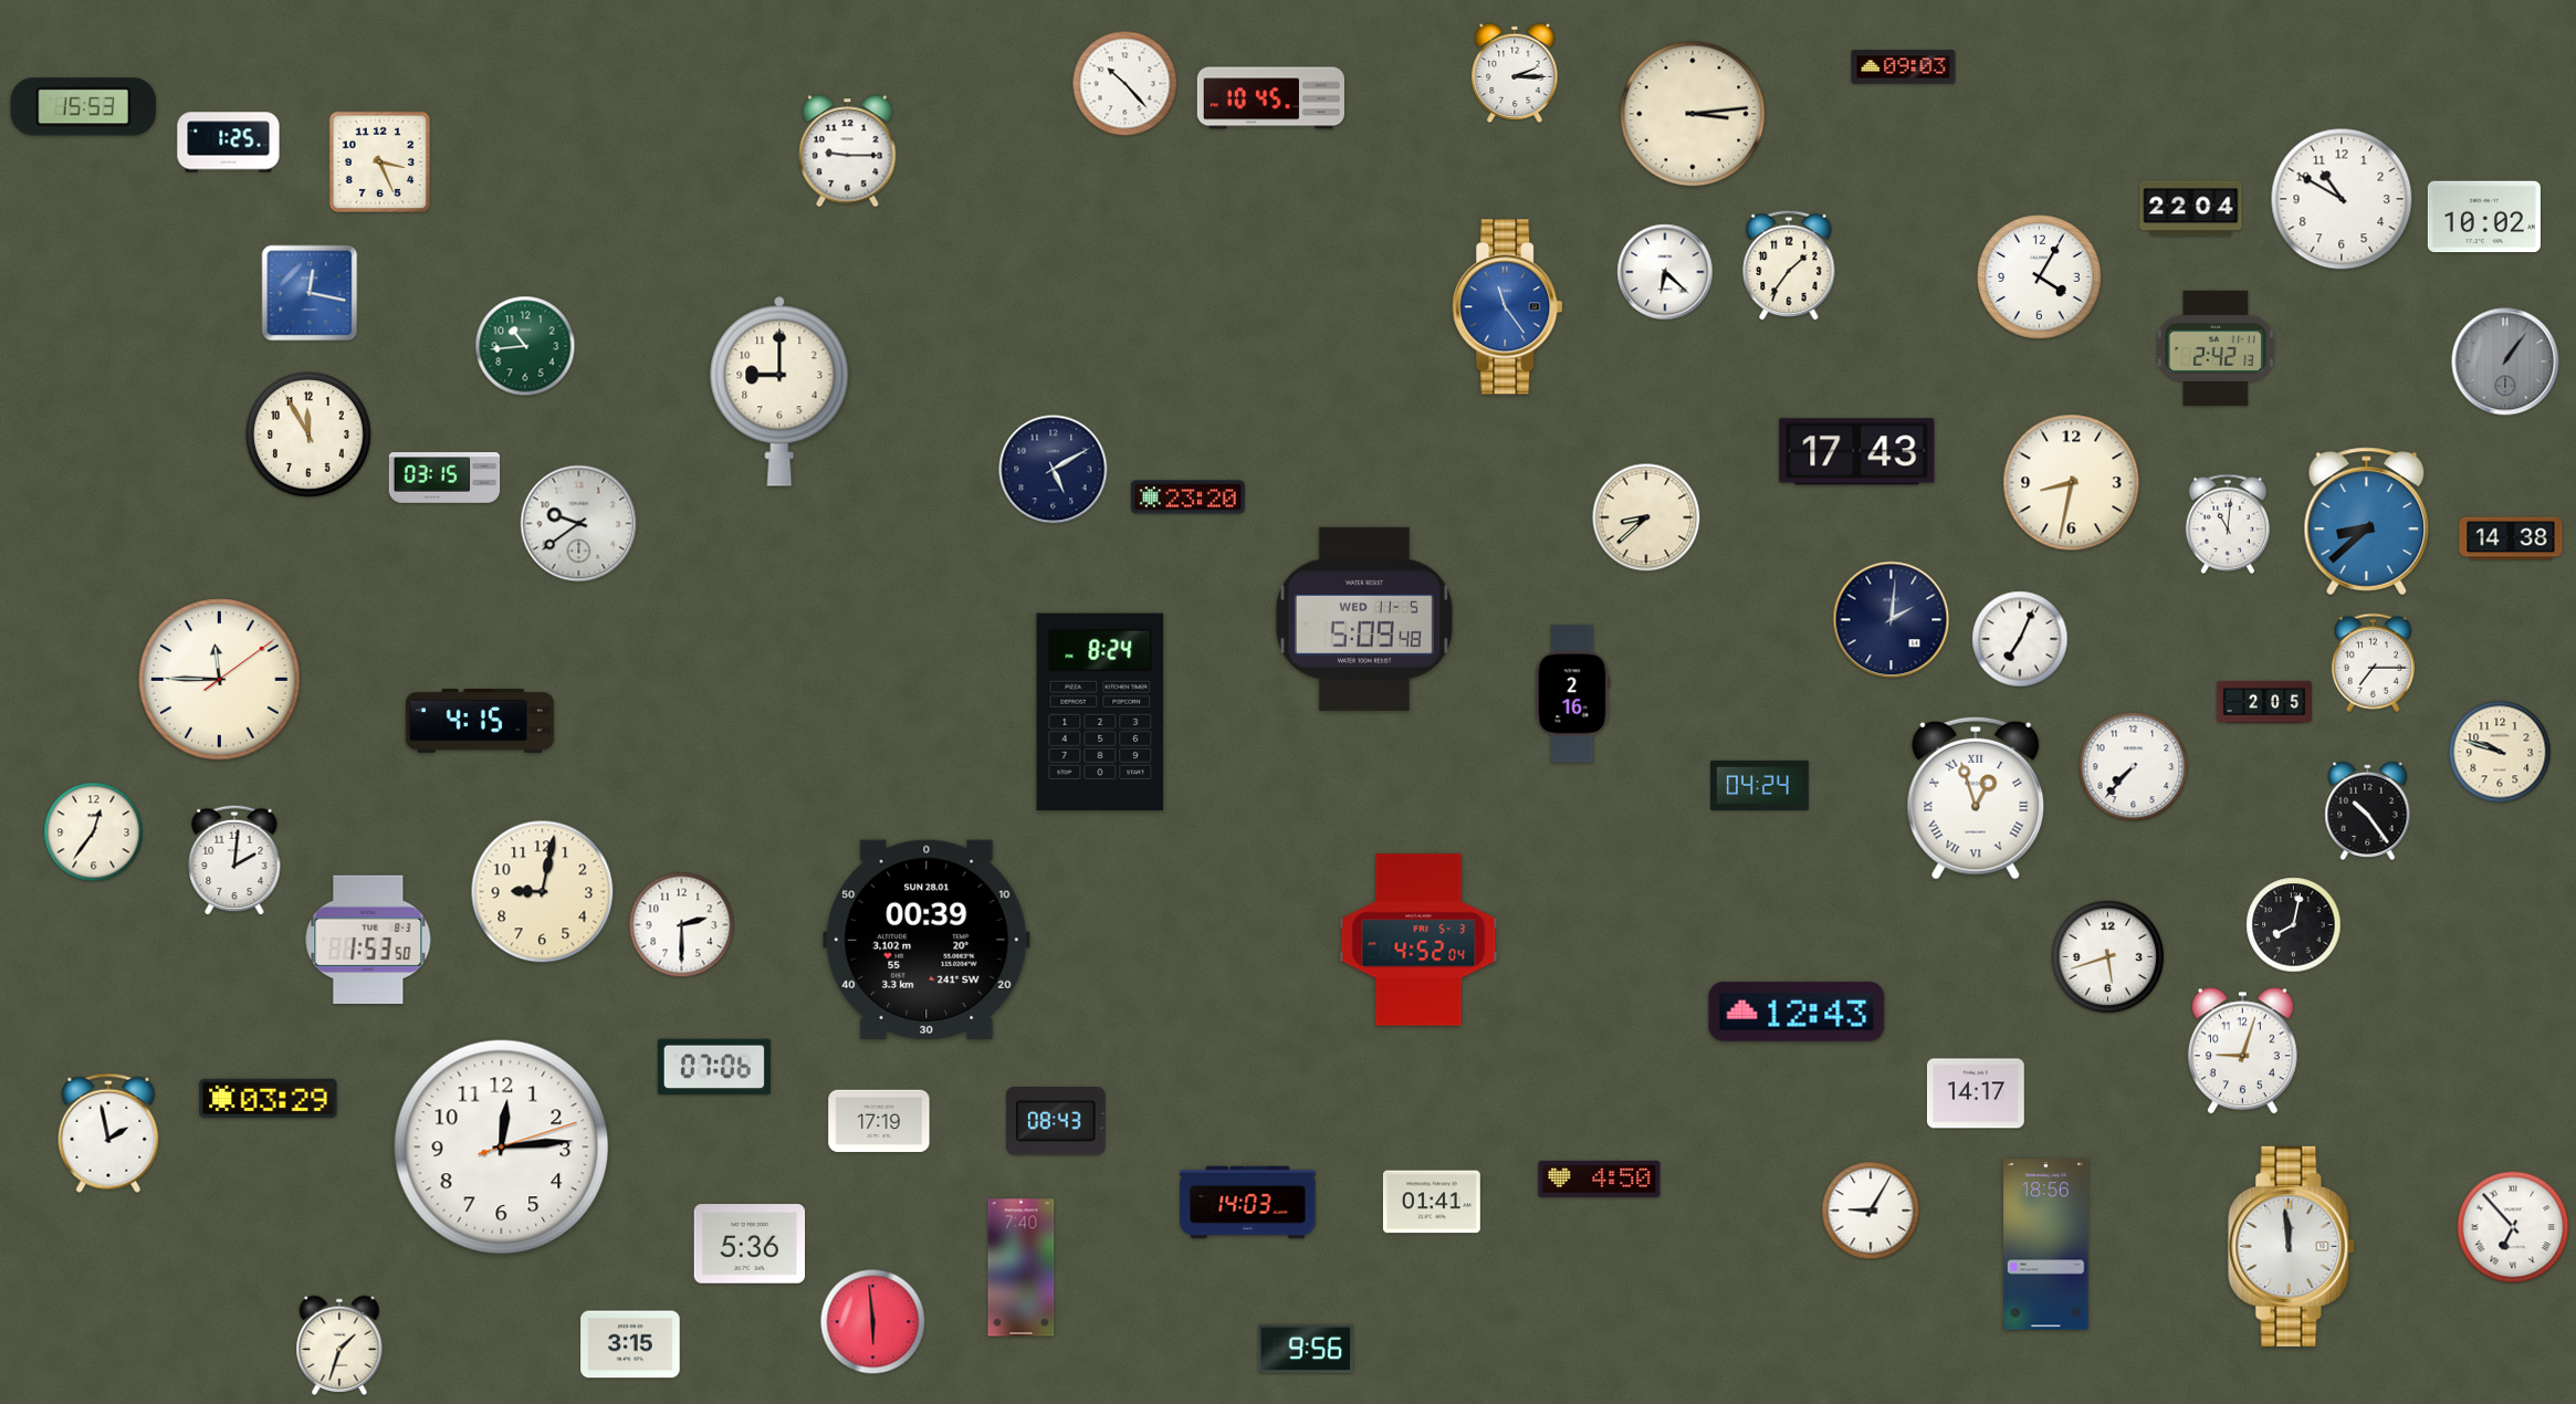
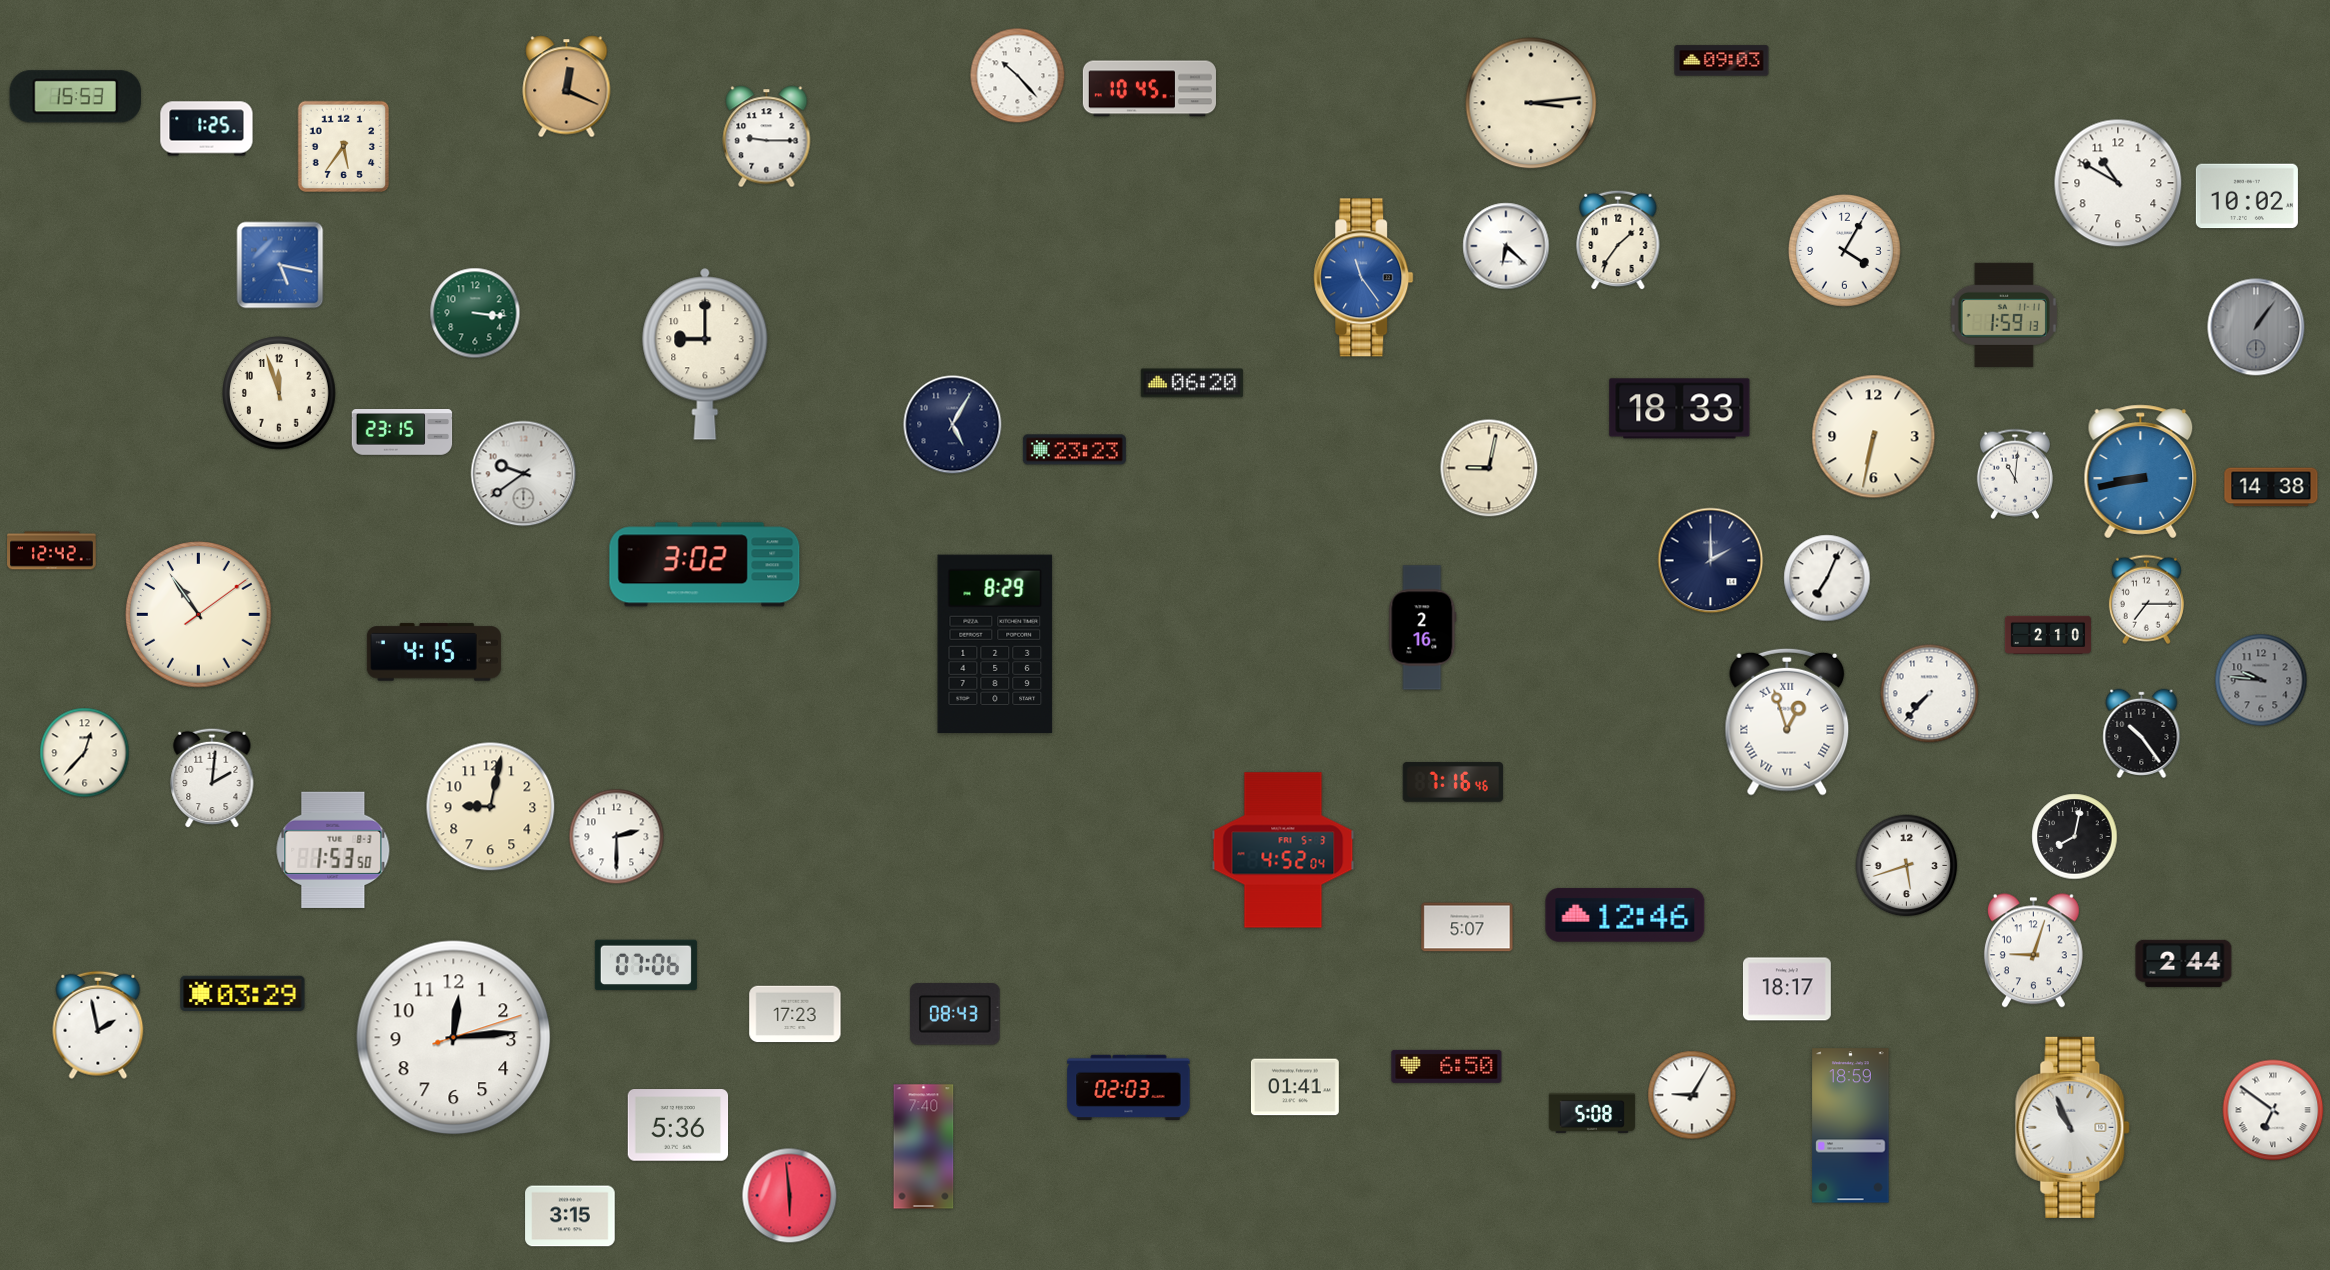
clock at (1515, 72): 2:15 -> none
clock at (567, 87): none -> 12:19
clock at (379, 161): 3:26 -> 5:36
clock at (2342, 199) position: (2342, 199) -> (2118, 183)
clock at (2191, 209): 22:04 -> none
clock at (310, 293): 12:17 -> 5:17
clock at (525, 346): 10:44 -> 3:16
clock at (2216, 348): 2:42 -> 1:59
clock at (2505, 362) position: (2505, 362) -> (2256, 327)
clock at (1192, 383): none -> 06:20
clock at (310, 436): 11:55 -> 11:57
clock at (1857, 452): 17:43 -> 18:33
clock at (1054, 470): 5:10 -> 5:05
clock at (444, 479): 03:15 -> 23:15
clock at (2072, 483): 8:32 -> 6:32
clock at (1187, 497): 23:20 -> 23:23
clock at (1646, 517): 8:38 -> 9:02
clock at (2367, 522): 8:38 -> 8:43
clock at (52, 551): none -> 12:42
clock at (1364, 619): 5:09 -> none
clock at (1892, 620): 2:01 -> 2:00
clock at (705, 565): none -> 3:02
clock at (220, 680): 11:45 -> 10:54
clock at (2264, 702): 2:05 -> 2:10
clock at (1100, 712): 8:24 -> 8:29
clock at (2500, 752): 9:48 -> 9:46
clock at (2500, 752) dial: cream -> grey
clock at (1760, 785): 04:24 -> none
clock at (94, 832): 12:36 -> 12:37
clock at (1453, 783): none -> 7:16
clock at (926, 940): 00:39 -> none
clock at (1797, 1012): 12:43 -> 12:46
clock at (1467, 927): none -> 5:07
clock at (2242, 1051) position: (2242, 1051) -> (2033, 951)
clock at (2184, 963): none -> 2:44
clock at (1976, 1093): 14:17 -> 18:17
clock at (879, 1121): 17:19 -> 17:23
clock at (1600, 1178): 4:50 -> 6:50
clock at (1248, 1203): 14:03 -> 02:03
clock at (2513, 1227): 6:53 -> 6:51
clock at (1592, 1113): none -> 5:08
clock at (2046, 1245): 18:56 -> 18:59
clock at (2292, 1246): 11:59 -> 10:56
clock at (339, 1344): 1:33 -> none
clock at (1306, 1349): 9:56 -> none
